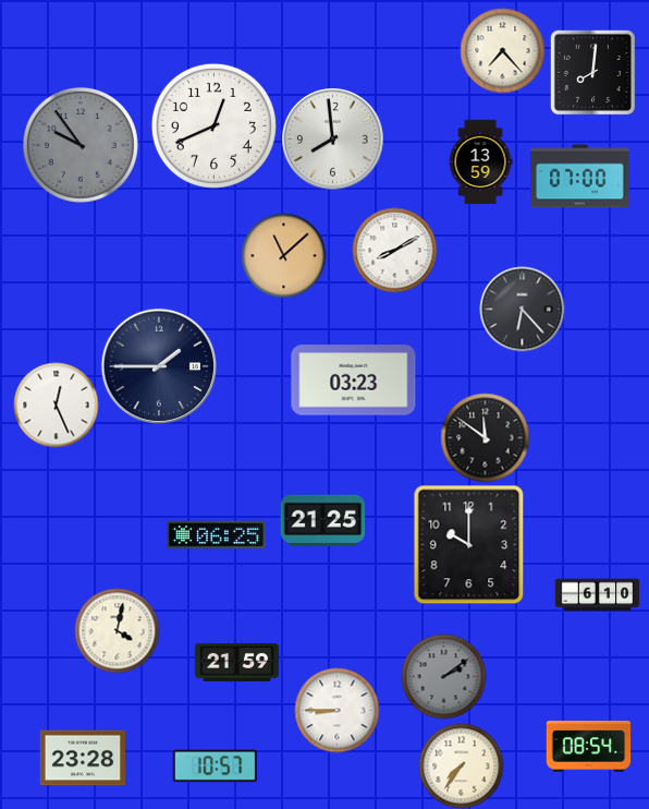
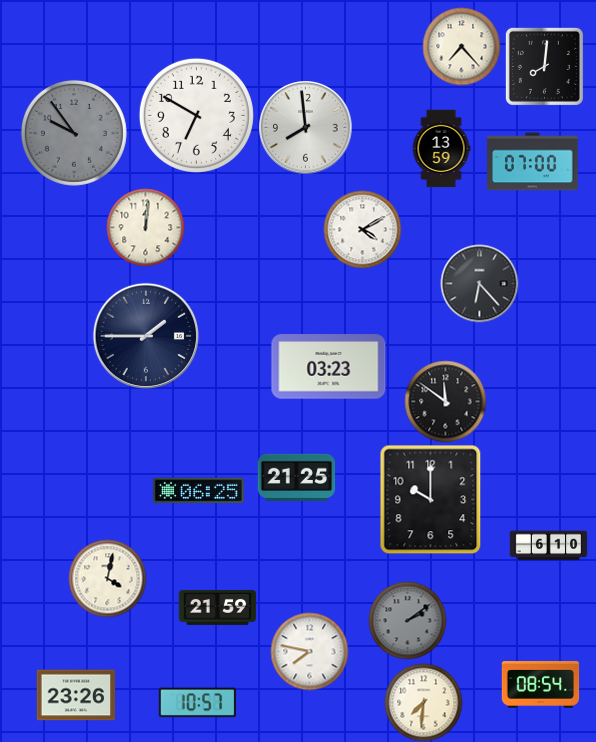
clock at (213, 125): 12:41 -> 6:50
clock at (145, 227): none -> 12:01
clock at (394, 250): 8:10 -> 4:10
clock at (283, 255): 11:08 -> none
clock at (354, 381) position: (354, 381) -> (329, 367)
clock at (56, 404): 12:26 -> none
clock at (336, 710): 8:45 -> 7:47
clock at (83, 758): 23:28 -> 23:26
clock at (461, 765): 7:36 -> 7:31
